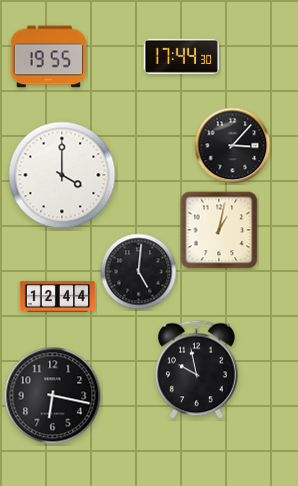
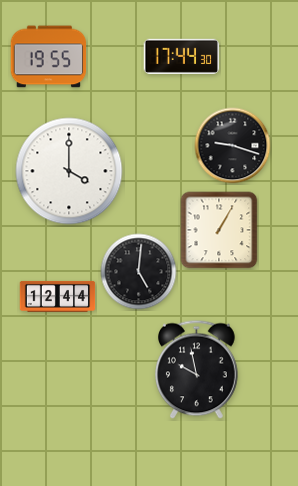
clock at (233, 146): 3:07 -> 9:18
clock at (62, 175) position: (62, 175) -> (69, 171)
clock at (219, 230): 1:02 -> 1:05
clock at (53, 396): 6:17 -> none
